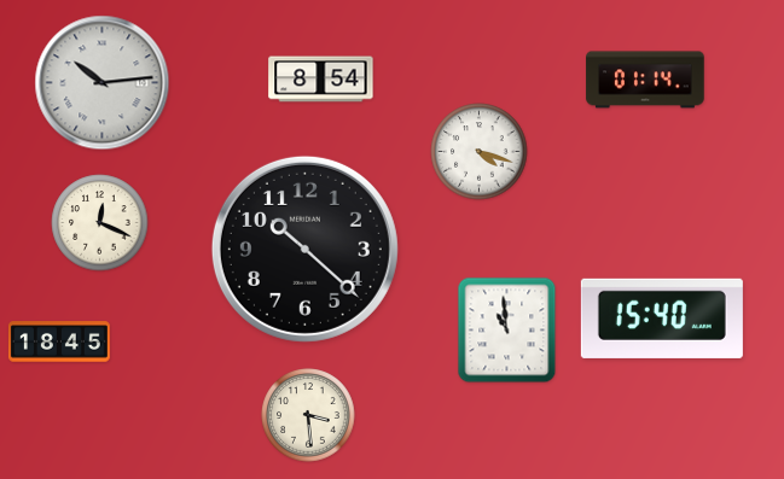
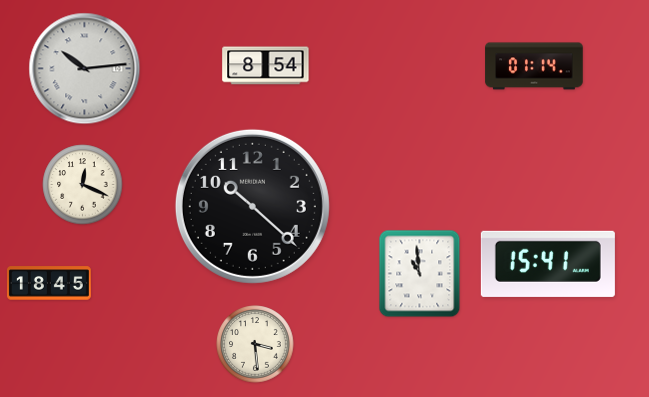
clock at (480, 152): 4:18 -> none
clock at (662, 319): 15:40 -> 15:41
